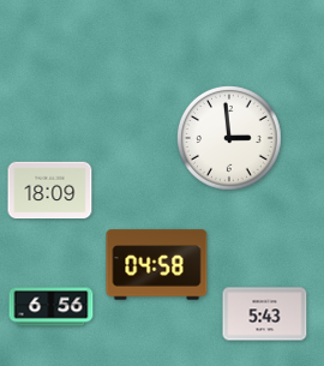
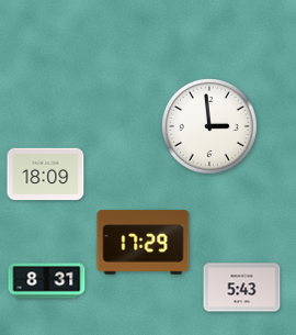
clock at (157, 265): 04:58 -> 17:29
clock at (52, 307): 6:56 -> 8:31
